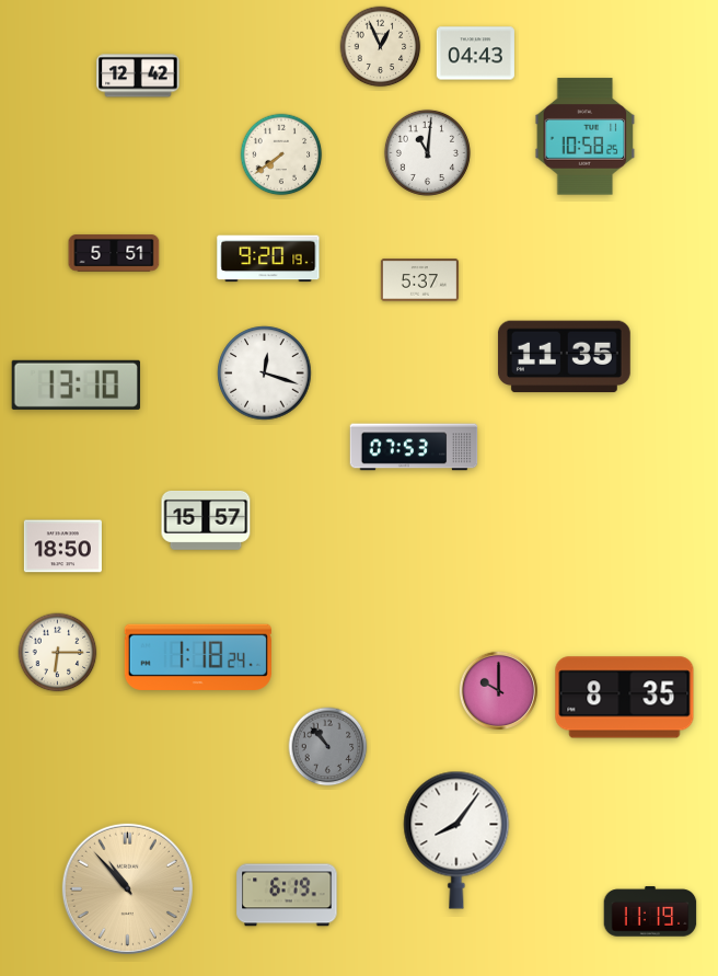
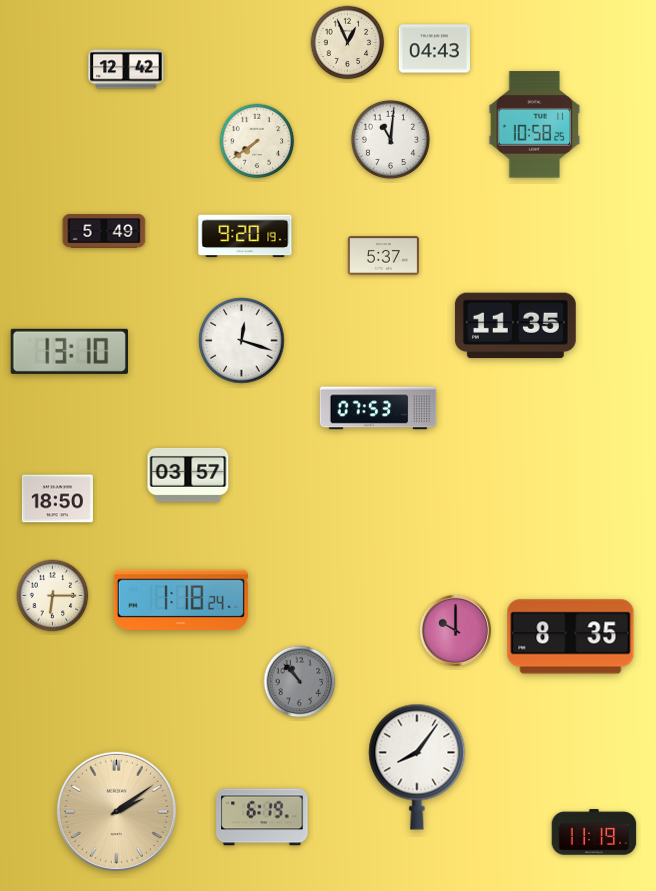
clock at (114, 253): 5:51 -> 5:49
clock at (206, 520): 15:57 -> 03:57
clock at (127, 888): 10:53 -> 2:09
